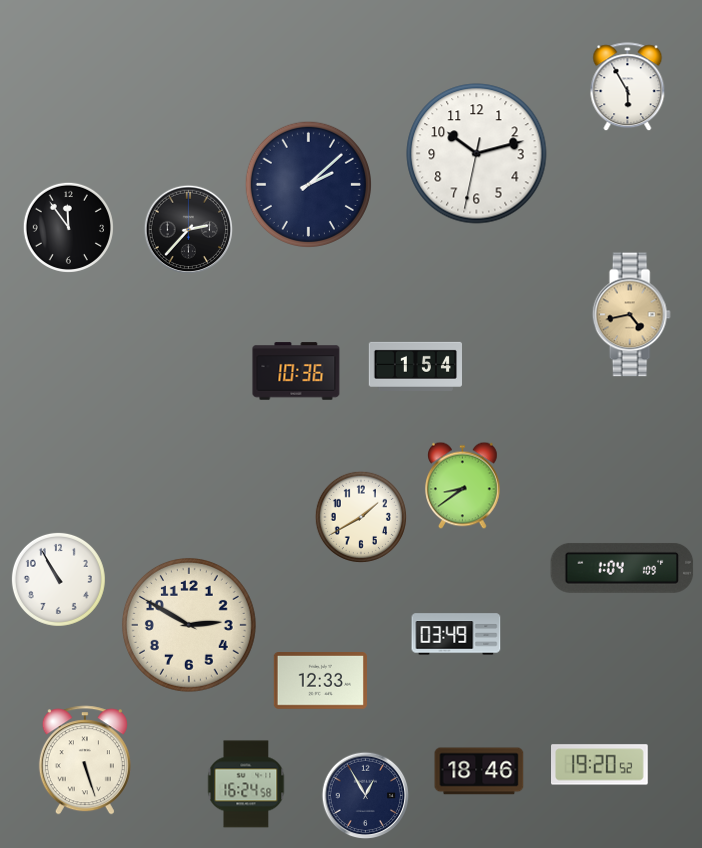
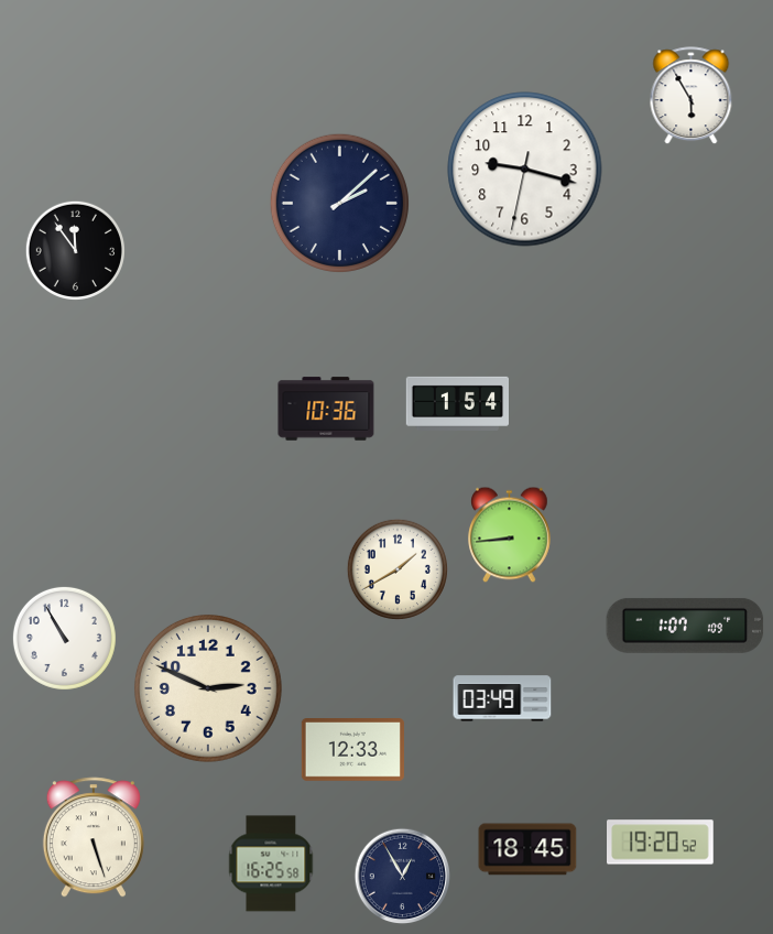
clock at (477, 154): 10:12 -> 9:17
clock at (189, 230): 2:37 -> none
clock at (631, 315): 4:43 -> none
clock at (463, 486): 8:39 -> 8:44
clock at (622, 568): 1:04 -> 1:07
clock at (189, 625): 2:50 -> 2:49
clock at (479, 771): 18:46 -> 18:45
clock at (246, 784): 16:24 -> 16:25
